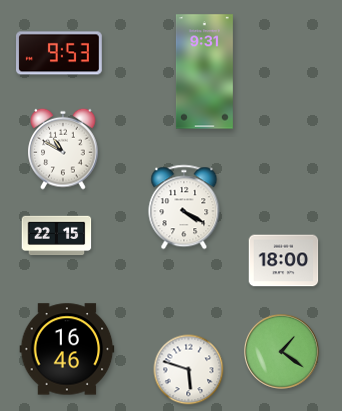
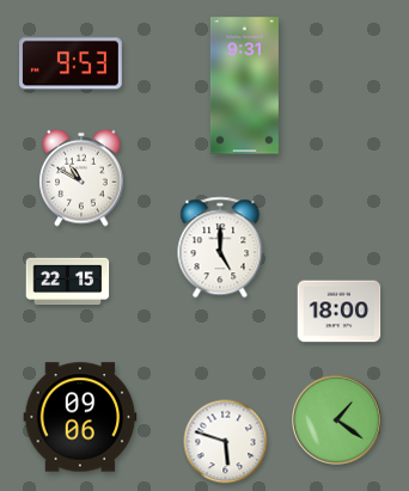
clock at (63, 149) position: (63, 149) -> (81, 178)
clock at (184, 207): 4:20 -> 5:00
clock at (67, 349): 16:46 -> 09:06
